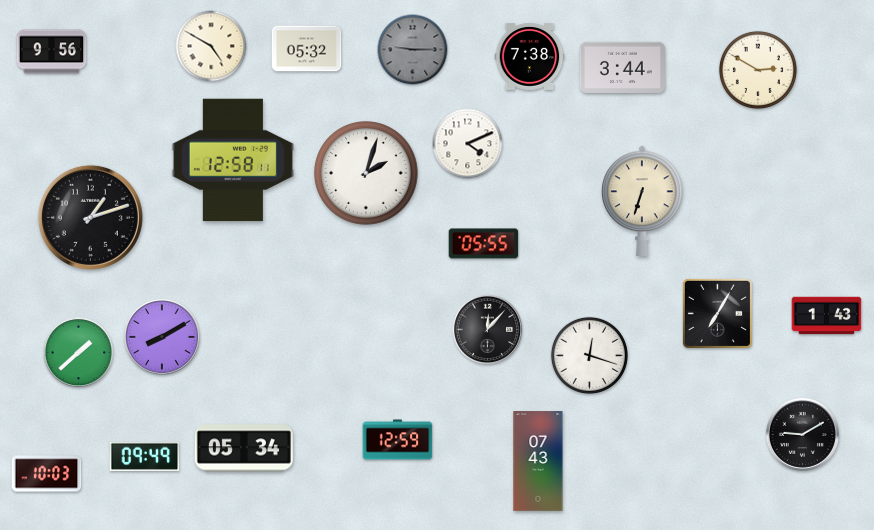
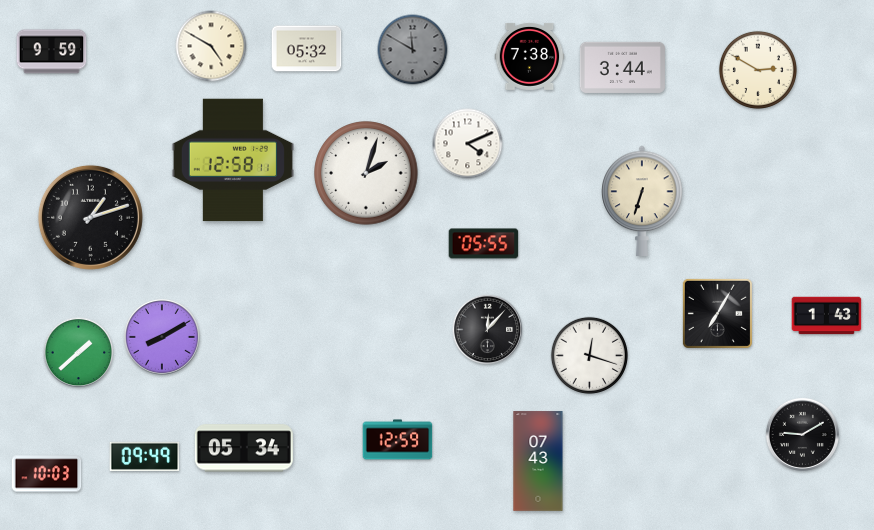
clock at (413, 50): 9:15 -> 11:50
clock at (52, 52): 9:56 -> 9:59
